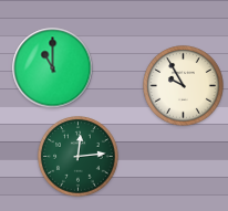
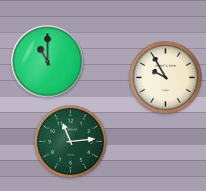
clock at (79, 157): 12:14 -> 11:14
